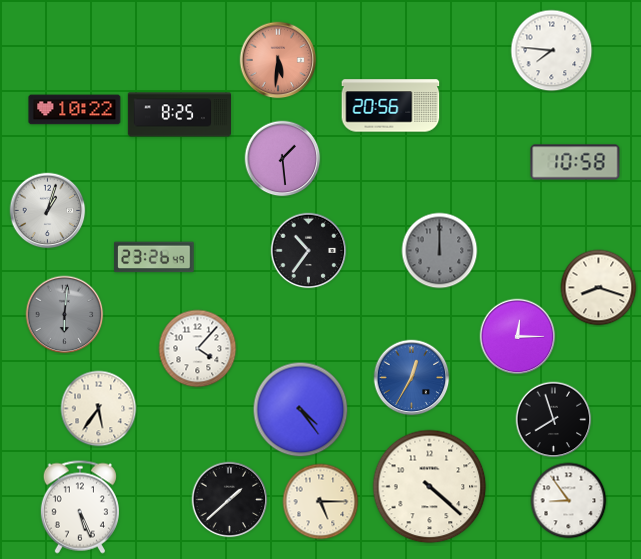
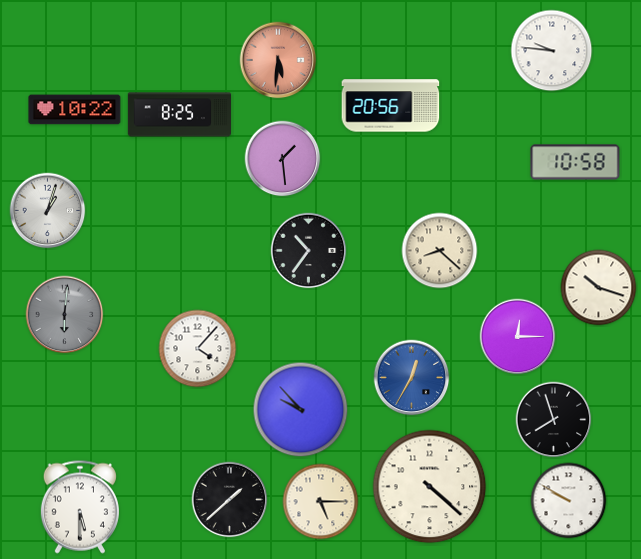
clock at (552, 51): 7:46 -> 9:46
clock at (440, 251): 12:00 -> 8:22
clock at (440, 251) dial: grey -> cream
clock at (154, 257): 23:26 -> none
clock at (599, 288): 8:18 -> 10:18
clock at (99, 409): 5:36 -> none
clock at (301, 410): 4:24 -> 9:53
clock at (569, 501): 8:54 -> 9:50
clock at (80, 507): 5:26 -> 5:30
